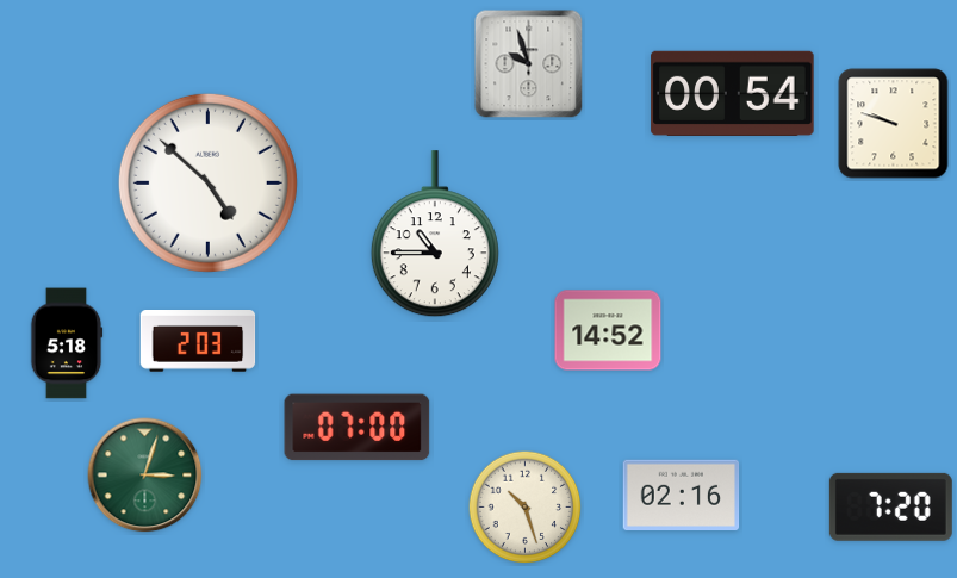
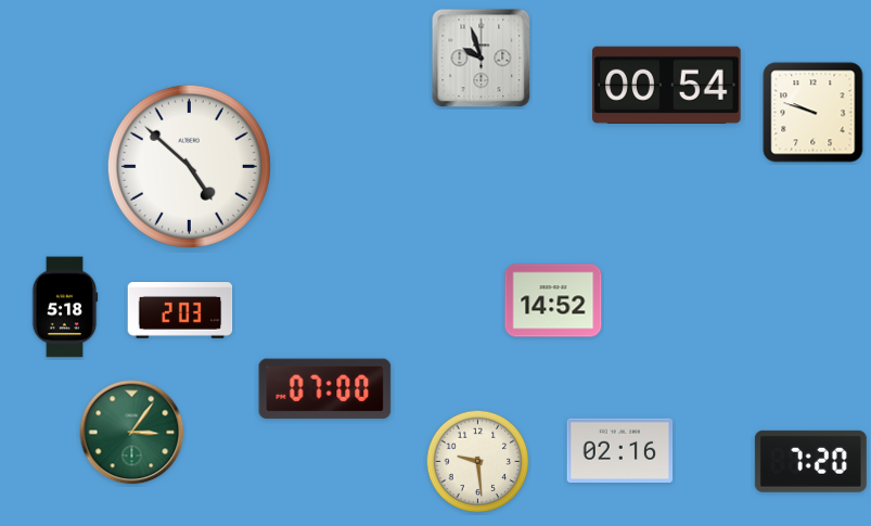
clock at (435, 235): 10:45 -> none
clock at (67, 343) position: (67, 343) -> (65, 307)
clock at (145, 476): 3:03 -> 3:06
clock at (526, 508): 10:27 -> 9:29
